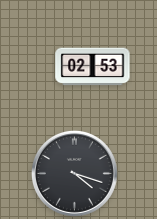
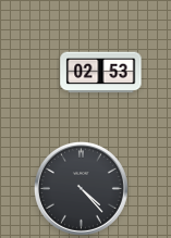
clock at (74, 173): 4:18 -> 4:23
